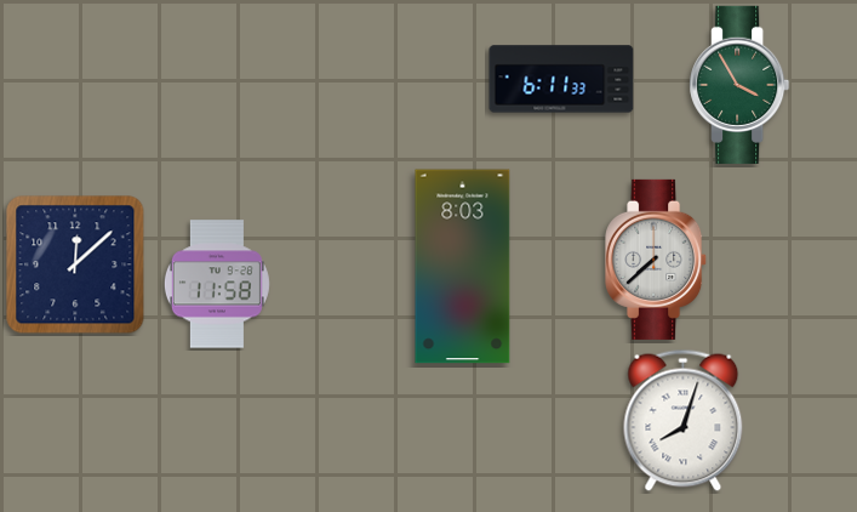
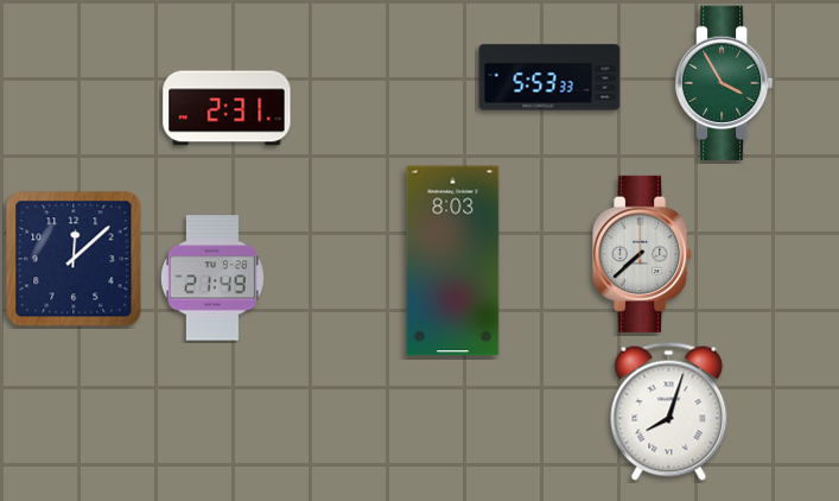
clock at (561, 79): 6:11 -> 5:53
clock at (227, 108): none -> 2:31
clock at (217, 284): 11:58 -> 21:49
